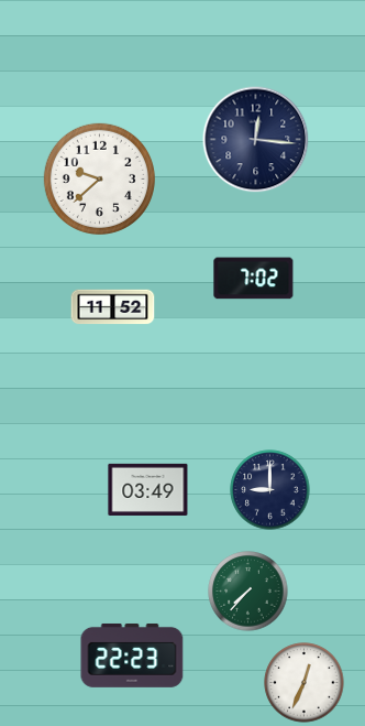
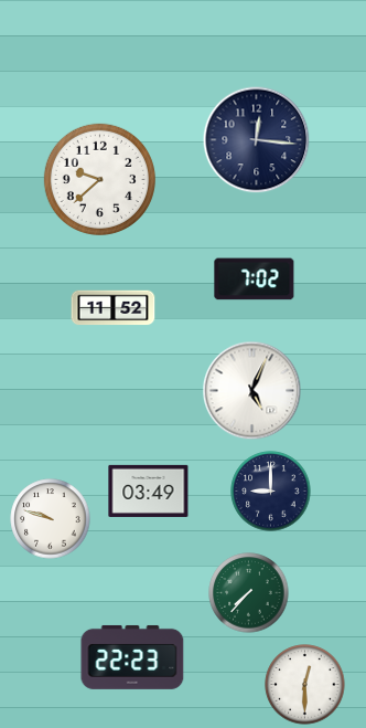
clock at (252, 391): none -> 5:04
clock at (51, 519): none -> 9:48
clock at (305, 683): 12:34 -> 12:30
